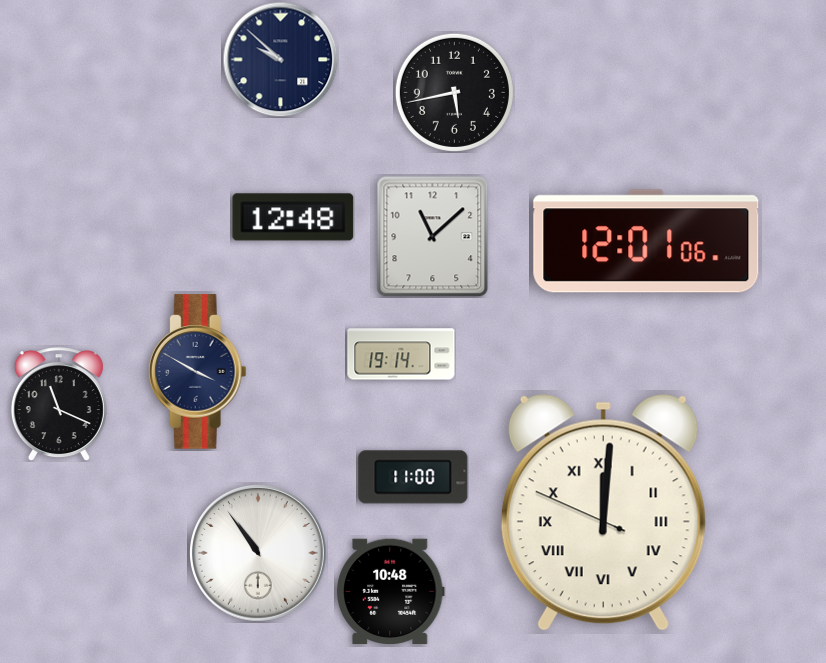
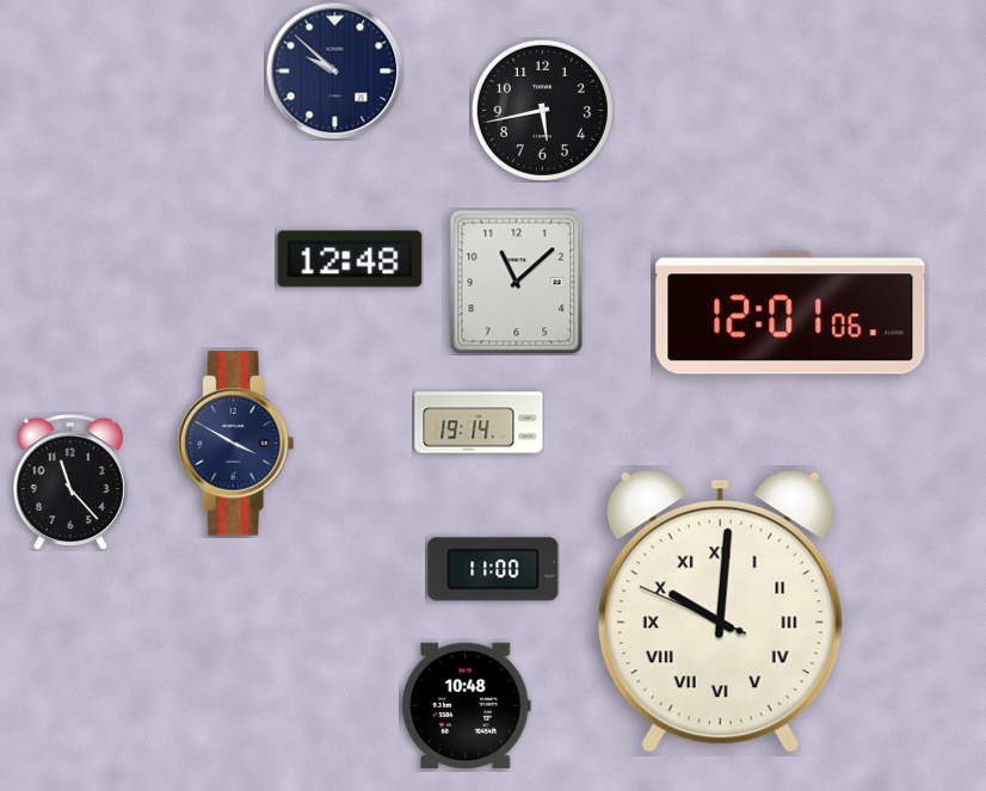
clock at (646, 241) position: (646, 241) -> (790, 313)
clock at (59, 404): 11:19 -> 11:23
clock at (603, 512): 12:00 -> 10:00
clock at (259, 554): 10:54 -> none
